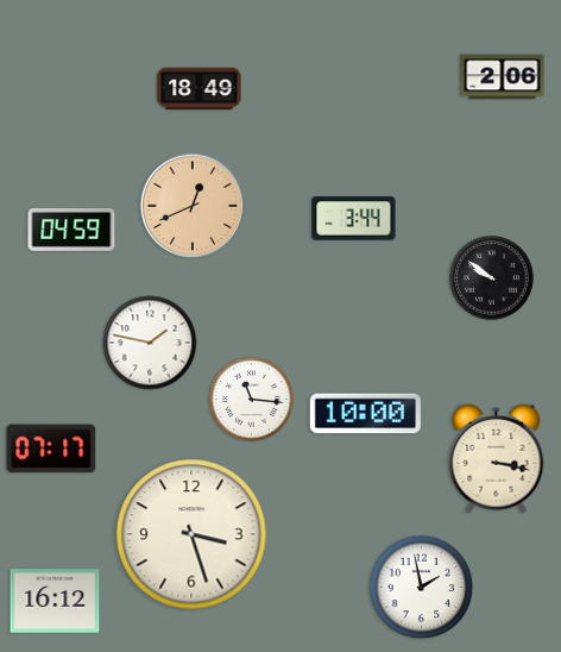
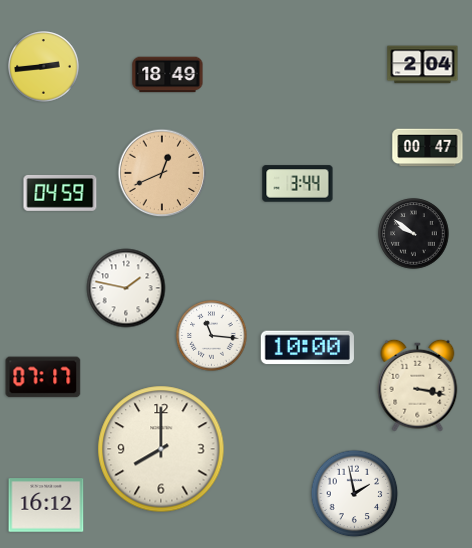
clock at (503, 77): 2:06 -> 2:04
clock at (44, 67): none -> 2:44
clock at (428, 148): none -> 00:47
clock at (191, 534): 3:27 -> 8:00
